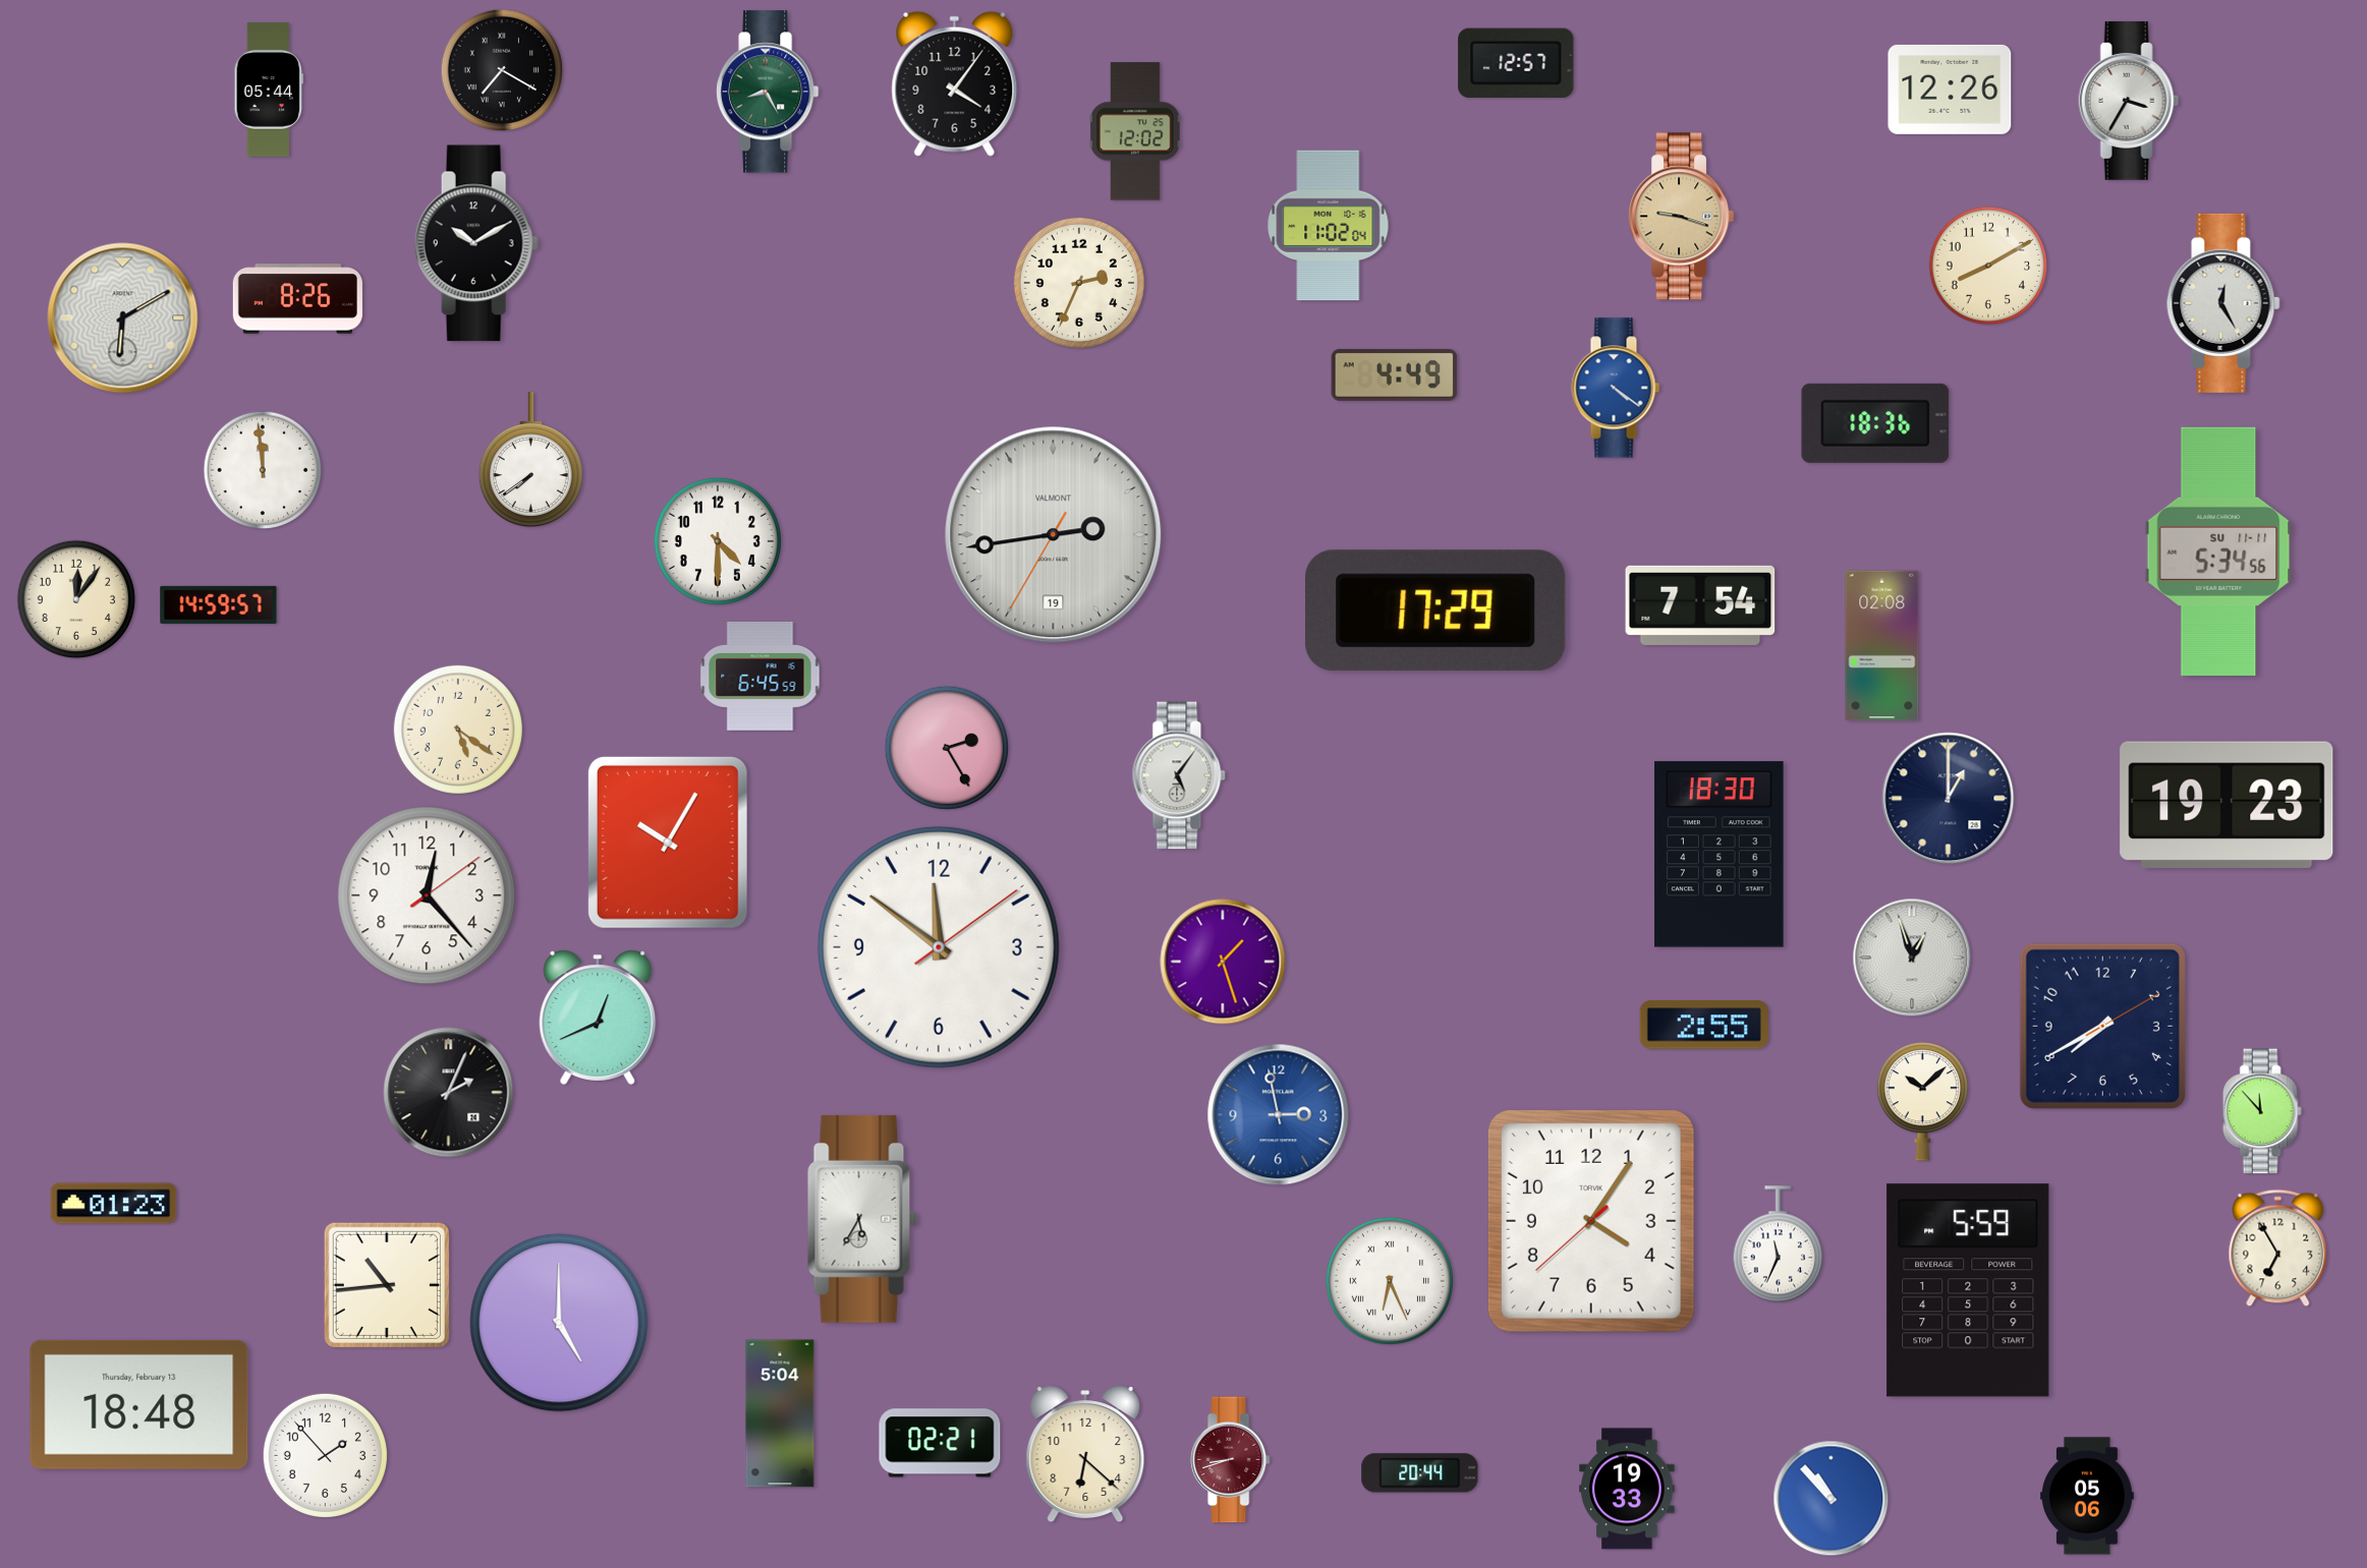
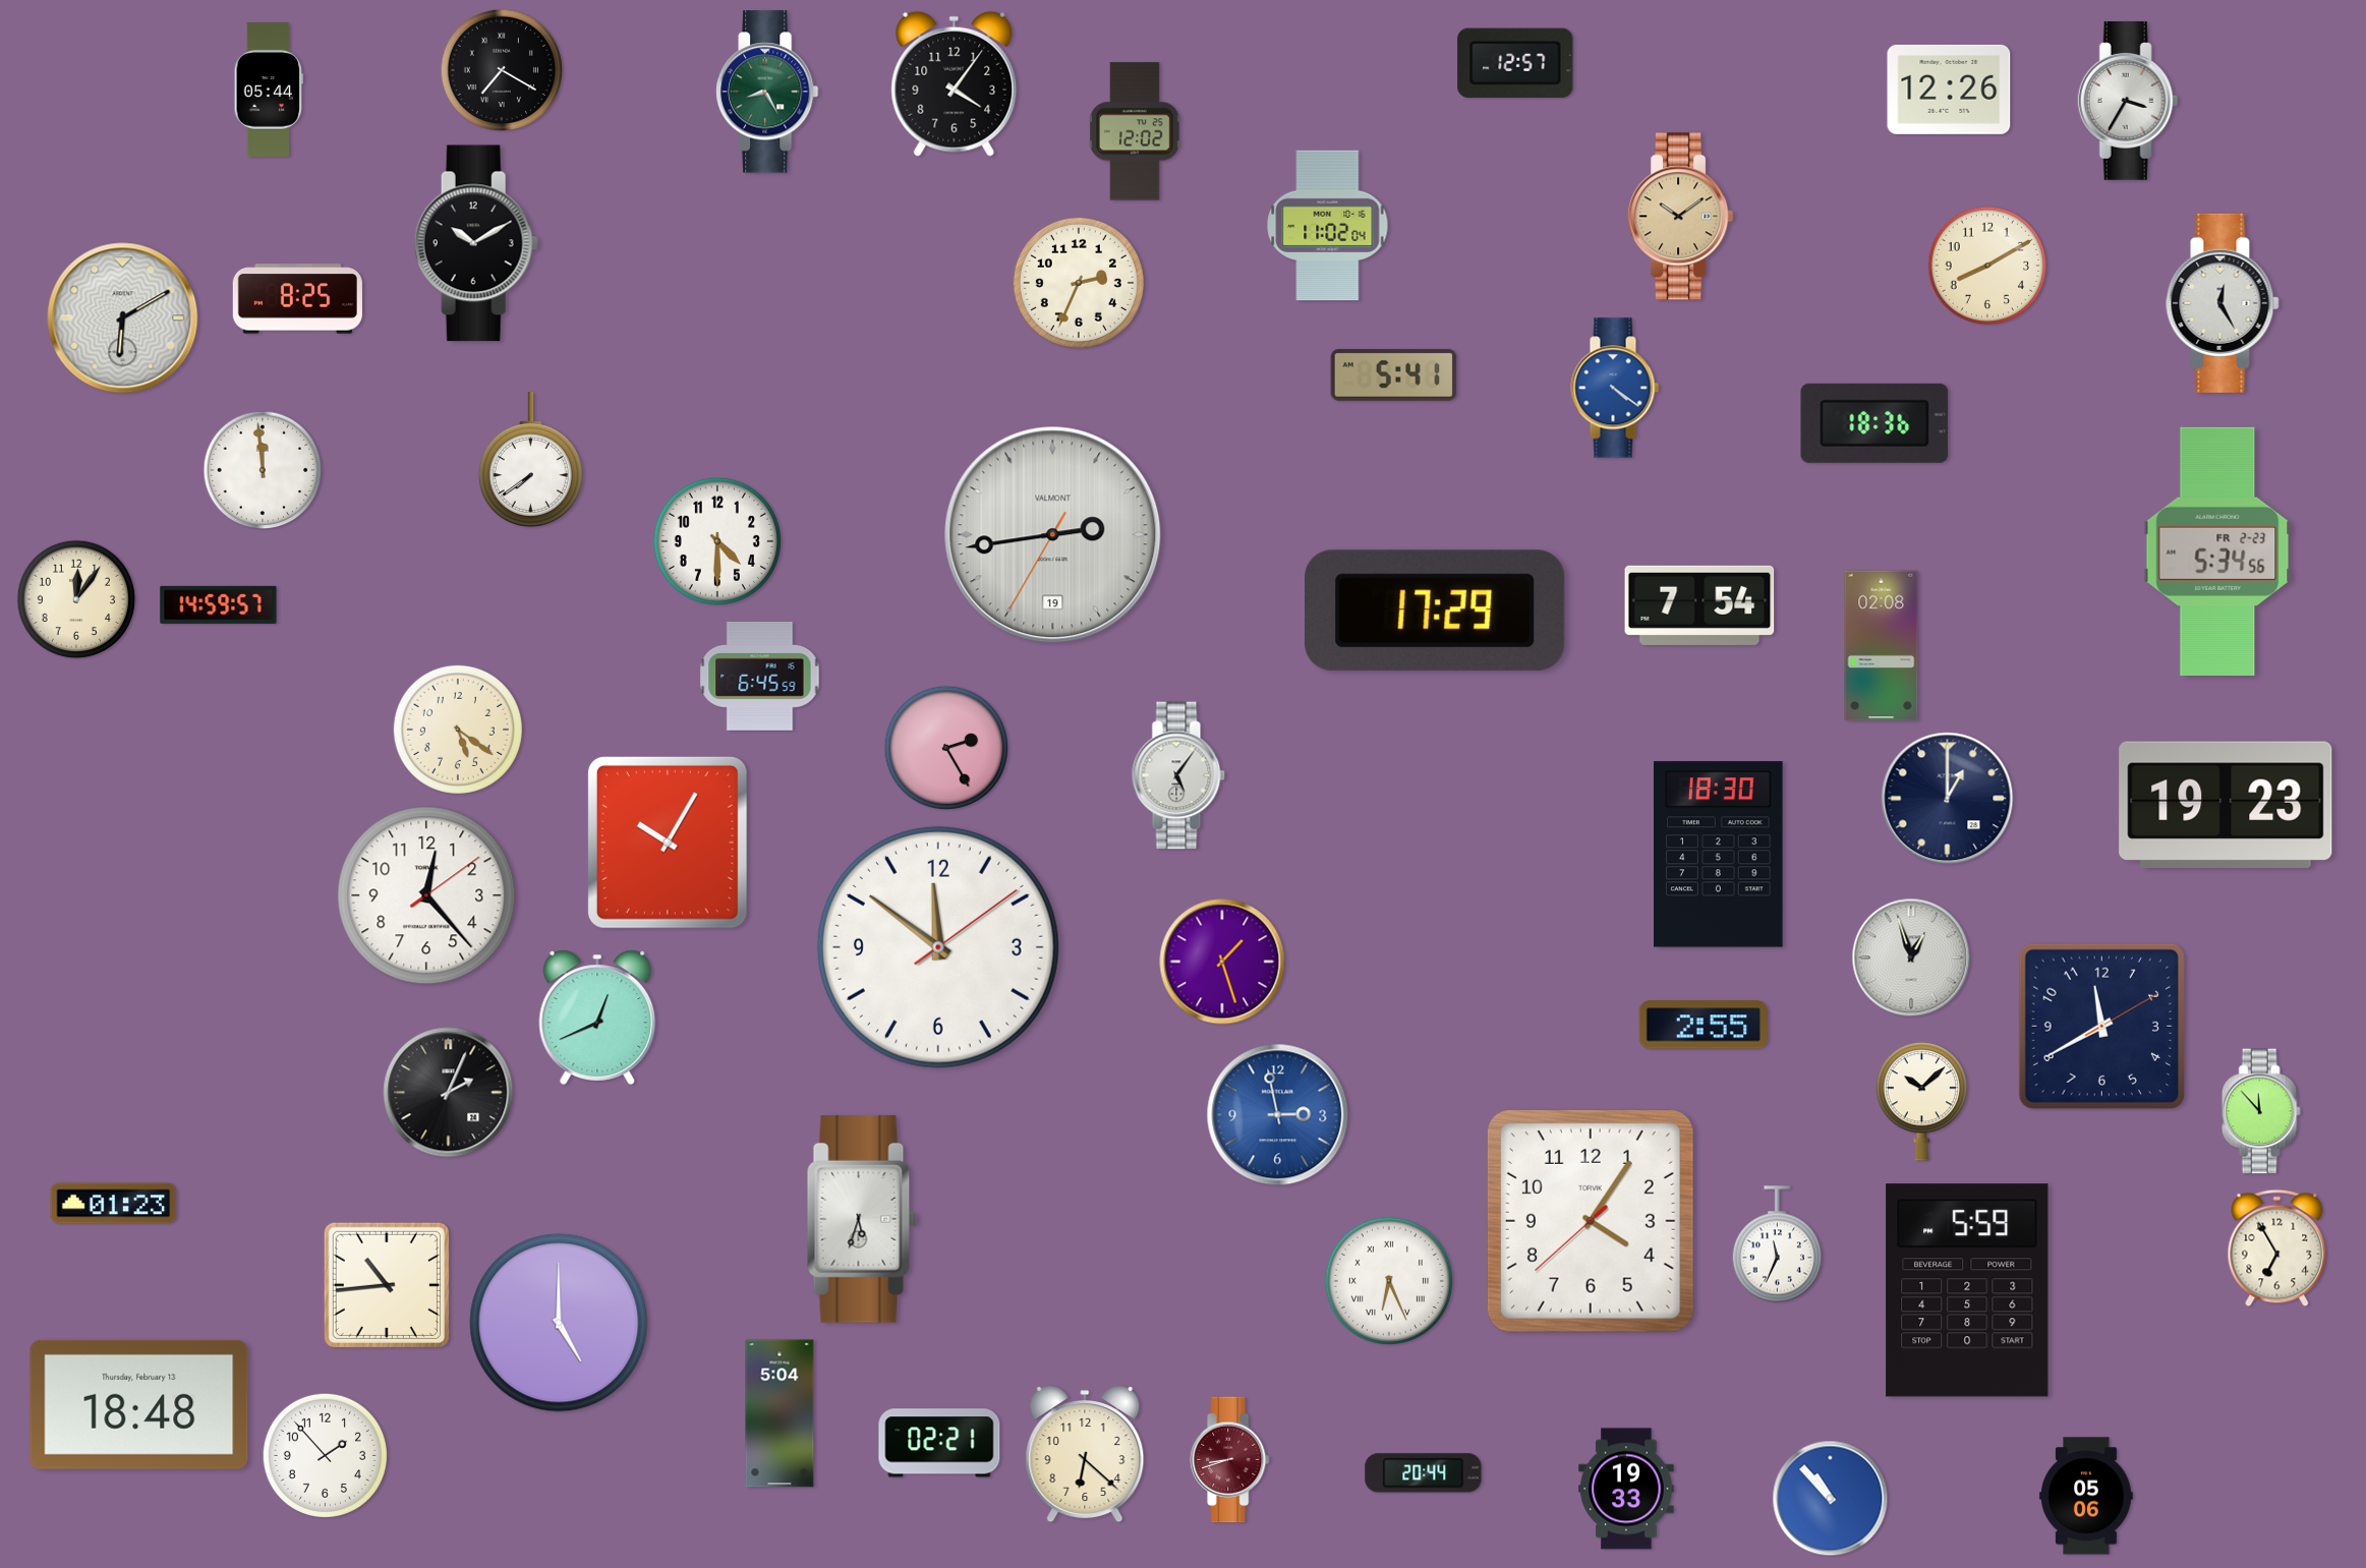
clock at (1682, 217): 9:18 -> 10:09
clock at (297, 299): 8:26 -> 8:25
clock at (1395, 374): 4:49 -> 5:41
clock at (2218, 551) date: SU 11-11 -> FR 2-23
clock at (2102, 1026): 7:40 -> 11:40
clock at (862, 1219): 5:35 -> 5:33
clock at (1420, 1473) position: (1420, 1473) -> (1424, 1473)
